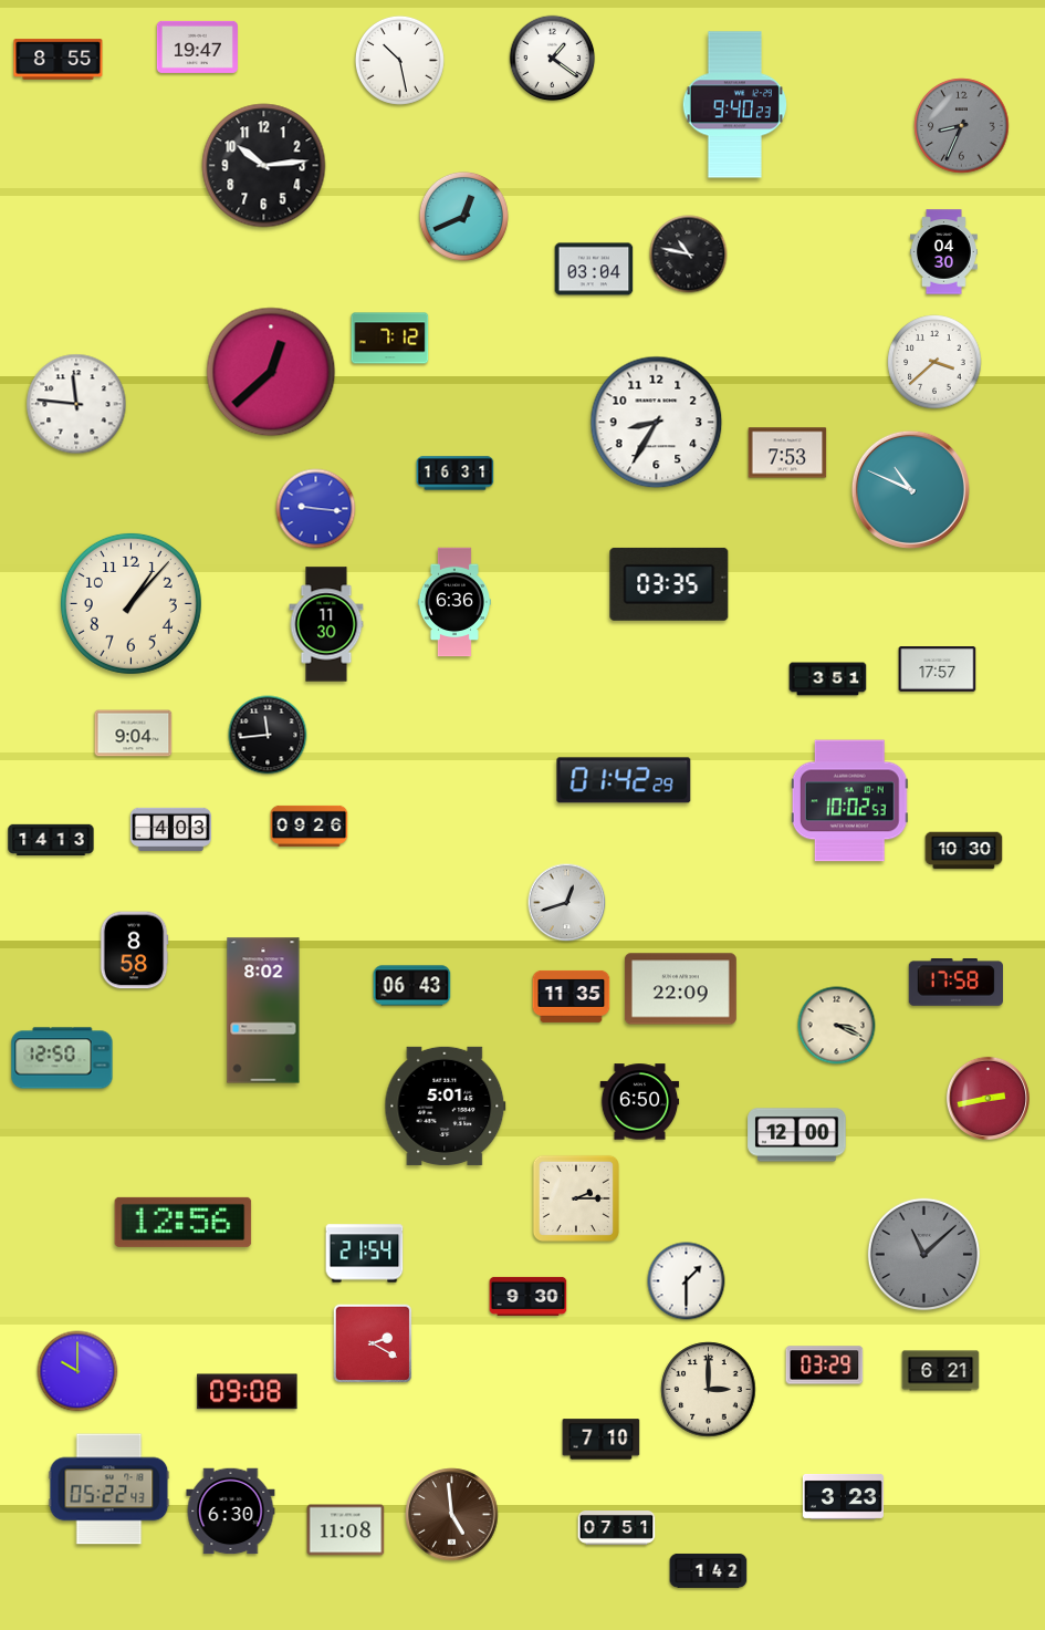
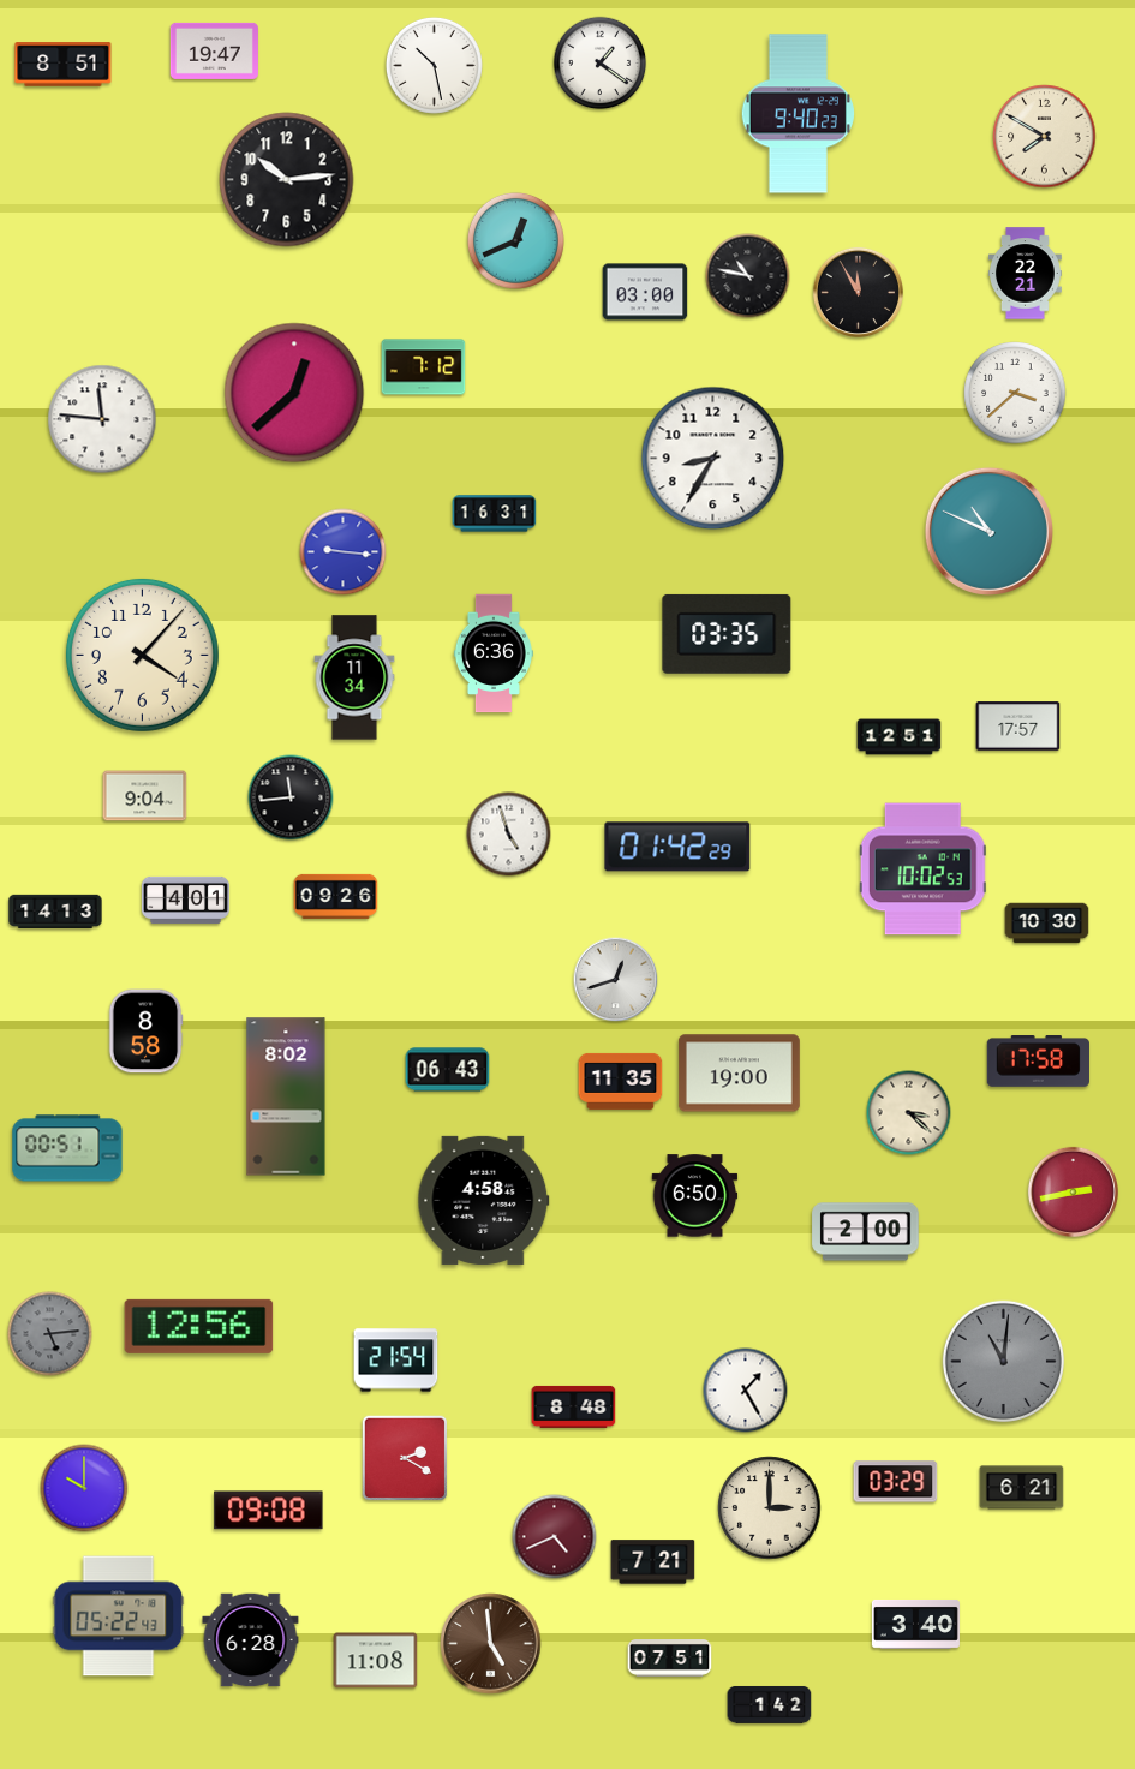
clock at (59, 60): 8:55 -> 8:51
clock at (962, 126): 8:34 -> 7:50
clock at (962, 126) dial: grey -> cream
clock at (463, 216) position: (463, 216) -> (515, 240)
clock at (943, 252): 04:30 -> 22:21
clock at (594, 269): 03:04 -> 03:00
clock at (858, 292): none -> 11:55
clock at (271, 372) position: (271, 372) -> (294, 393)
clock at (76, 404) position: (76, 404) -> (102, 419)
clock at (787, 453): 7:53 -> none
clock at (130, 603): 1:07 -> 4:07
clock at (326, 624): 11:30 -> 11:34
clock at (828, 679): 3:51 -> 12:51
clock at (509, 835): none -> 4:57
clock at (170, 829): 4:03 -> 4:01
clock at (955, 983) position: (955, 983) -> (1038, 1062)
clock at (680, 989): 22:09 -> 19:00
clock at (837, 1026): 3:19 -> 3:22
clock at (62, 1058): 12:50 -> 00:51
clock at (446, 1105): 5:01 -> 4:58
clock at (797, 1135): 12:00 -> 2:00
clock at (576, 1198): 2:15 -> none
clock at (50, 1334): none -> 5:14
clock at (923, 1254): 11:08 -> 11:01
clock at (687, 1281): 1:30 -> 1:25
clock at (529, 1296): 9:30 -> 8:48
clock at (555, 1537): none -> 4:41
clock at (602, 1440): 7:10 -> 7:21
clock at (843, 1496): 3:23 -> 3:40
clock at (231, 1512): 6:30 -> 6:28
